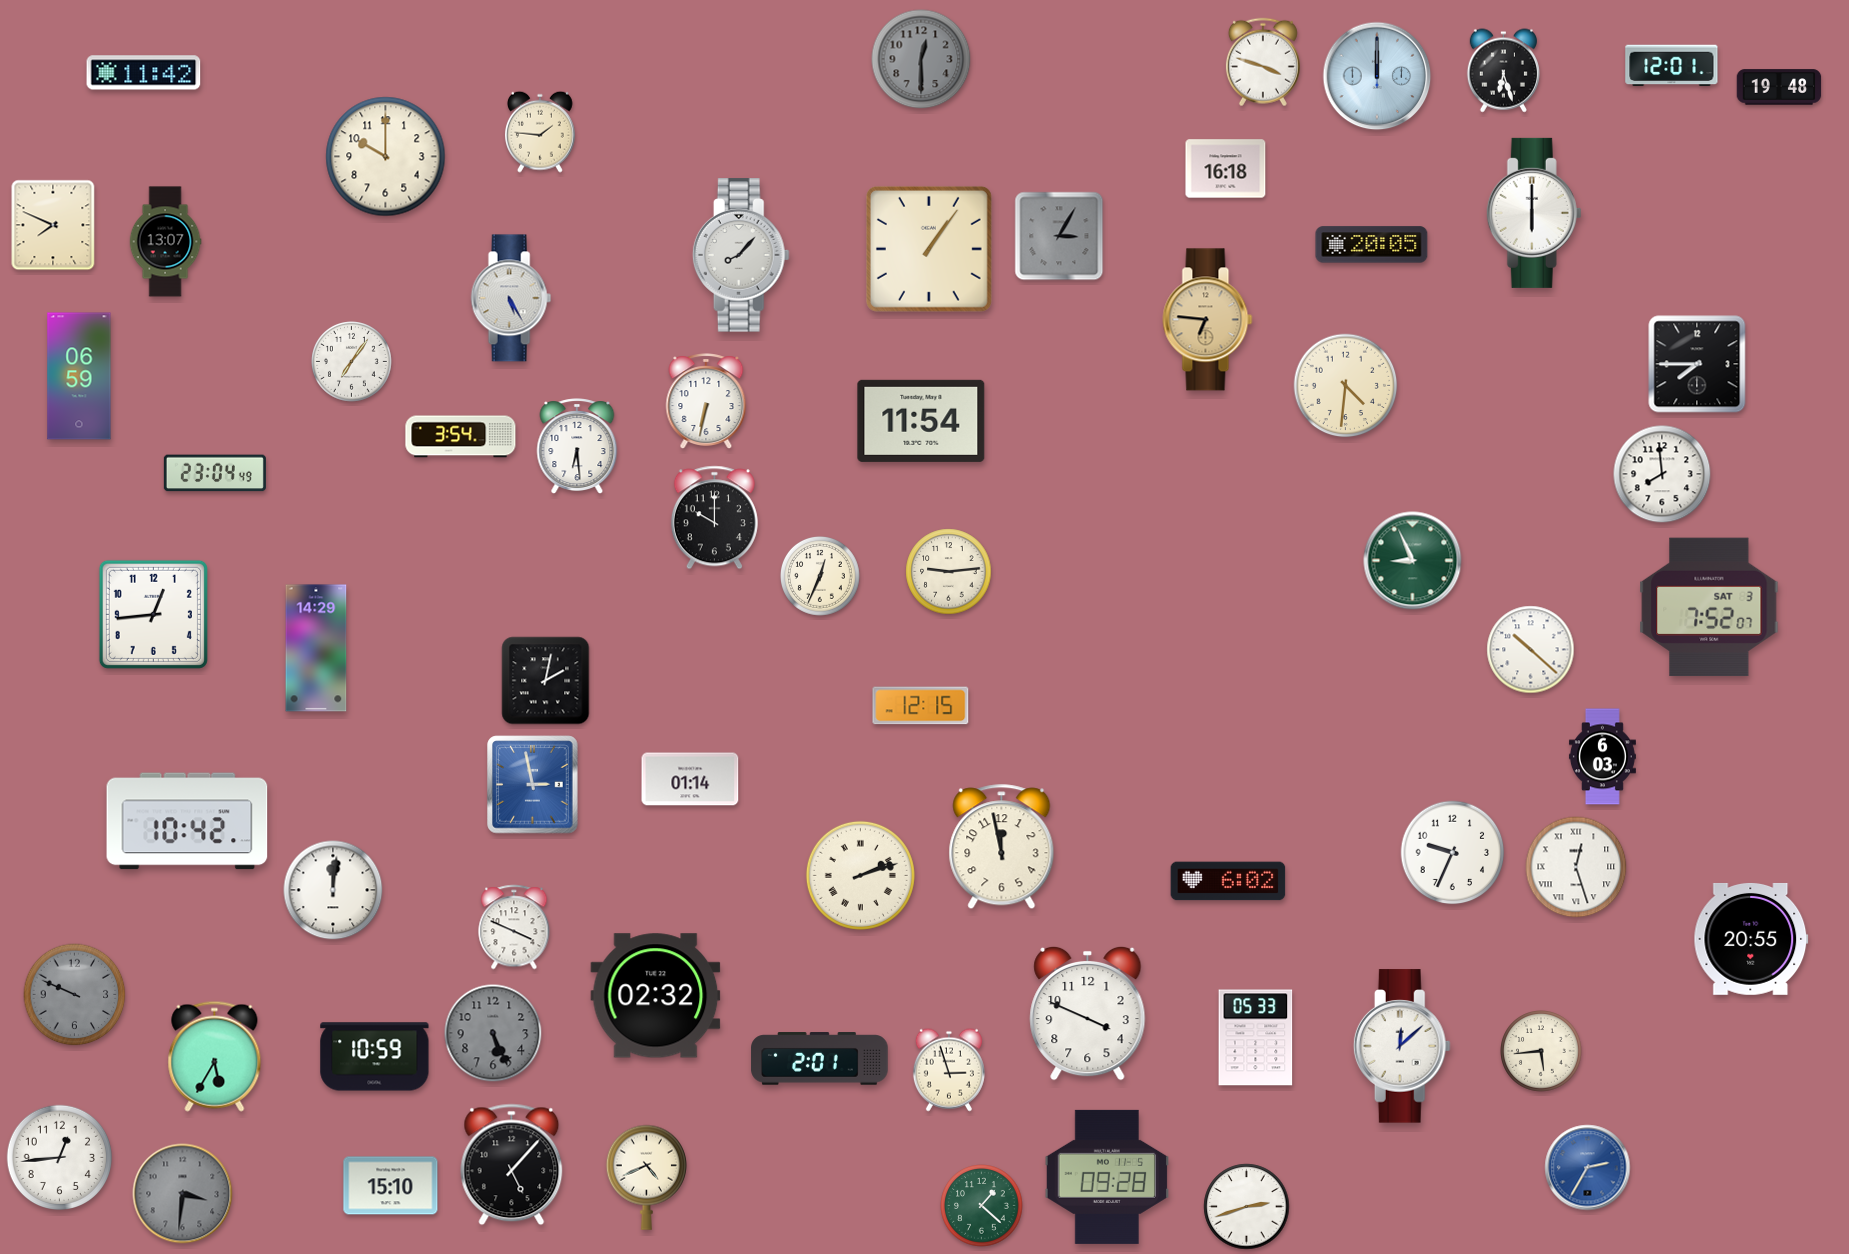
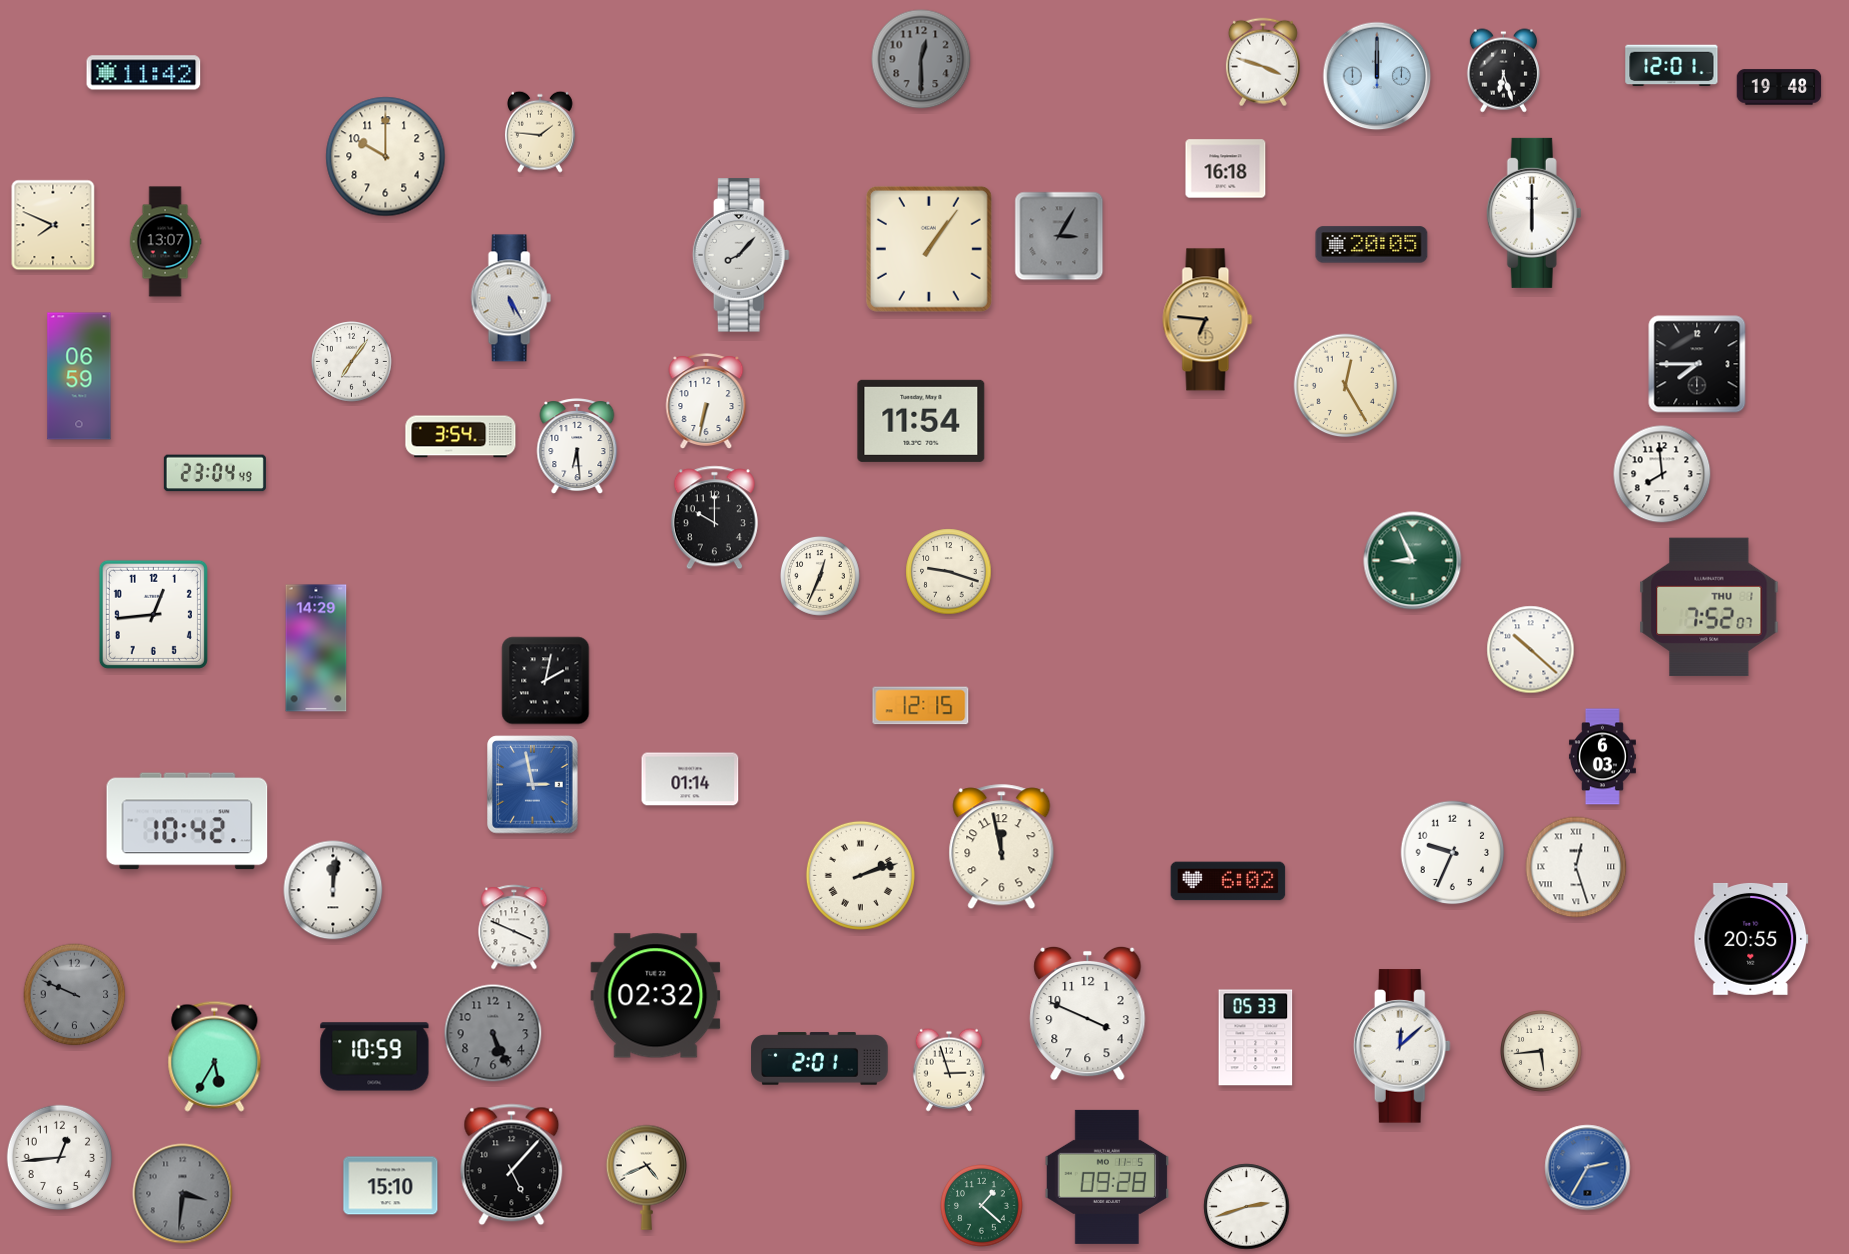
clock at (1346, 386): 4:31 -> 12:25
clock at (949, 572): 9:14 -> 9:18
clock at (1709, 607) date: SAT 3 -> THU 1
